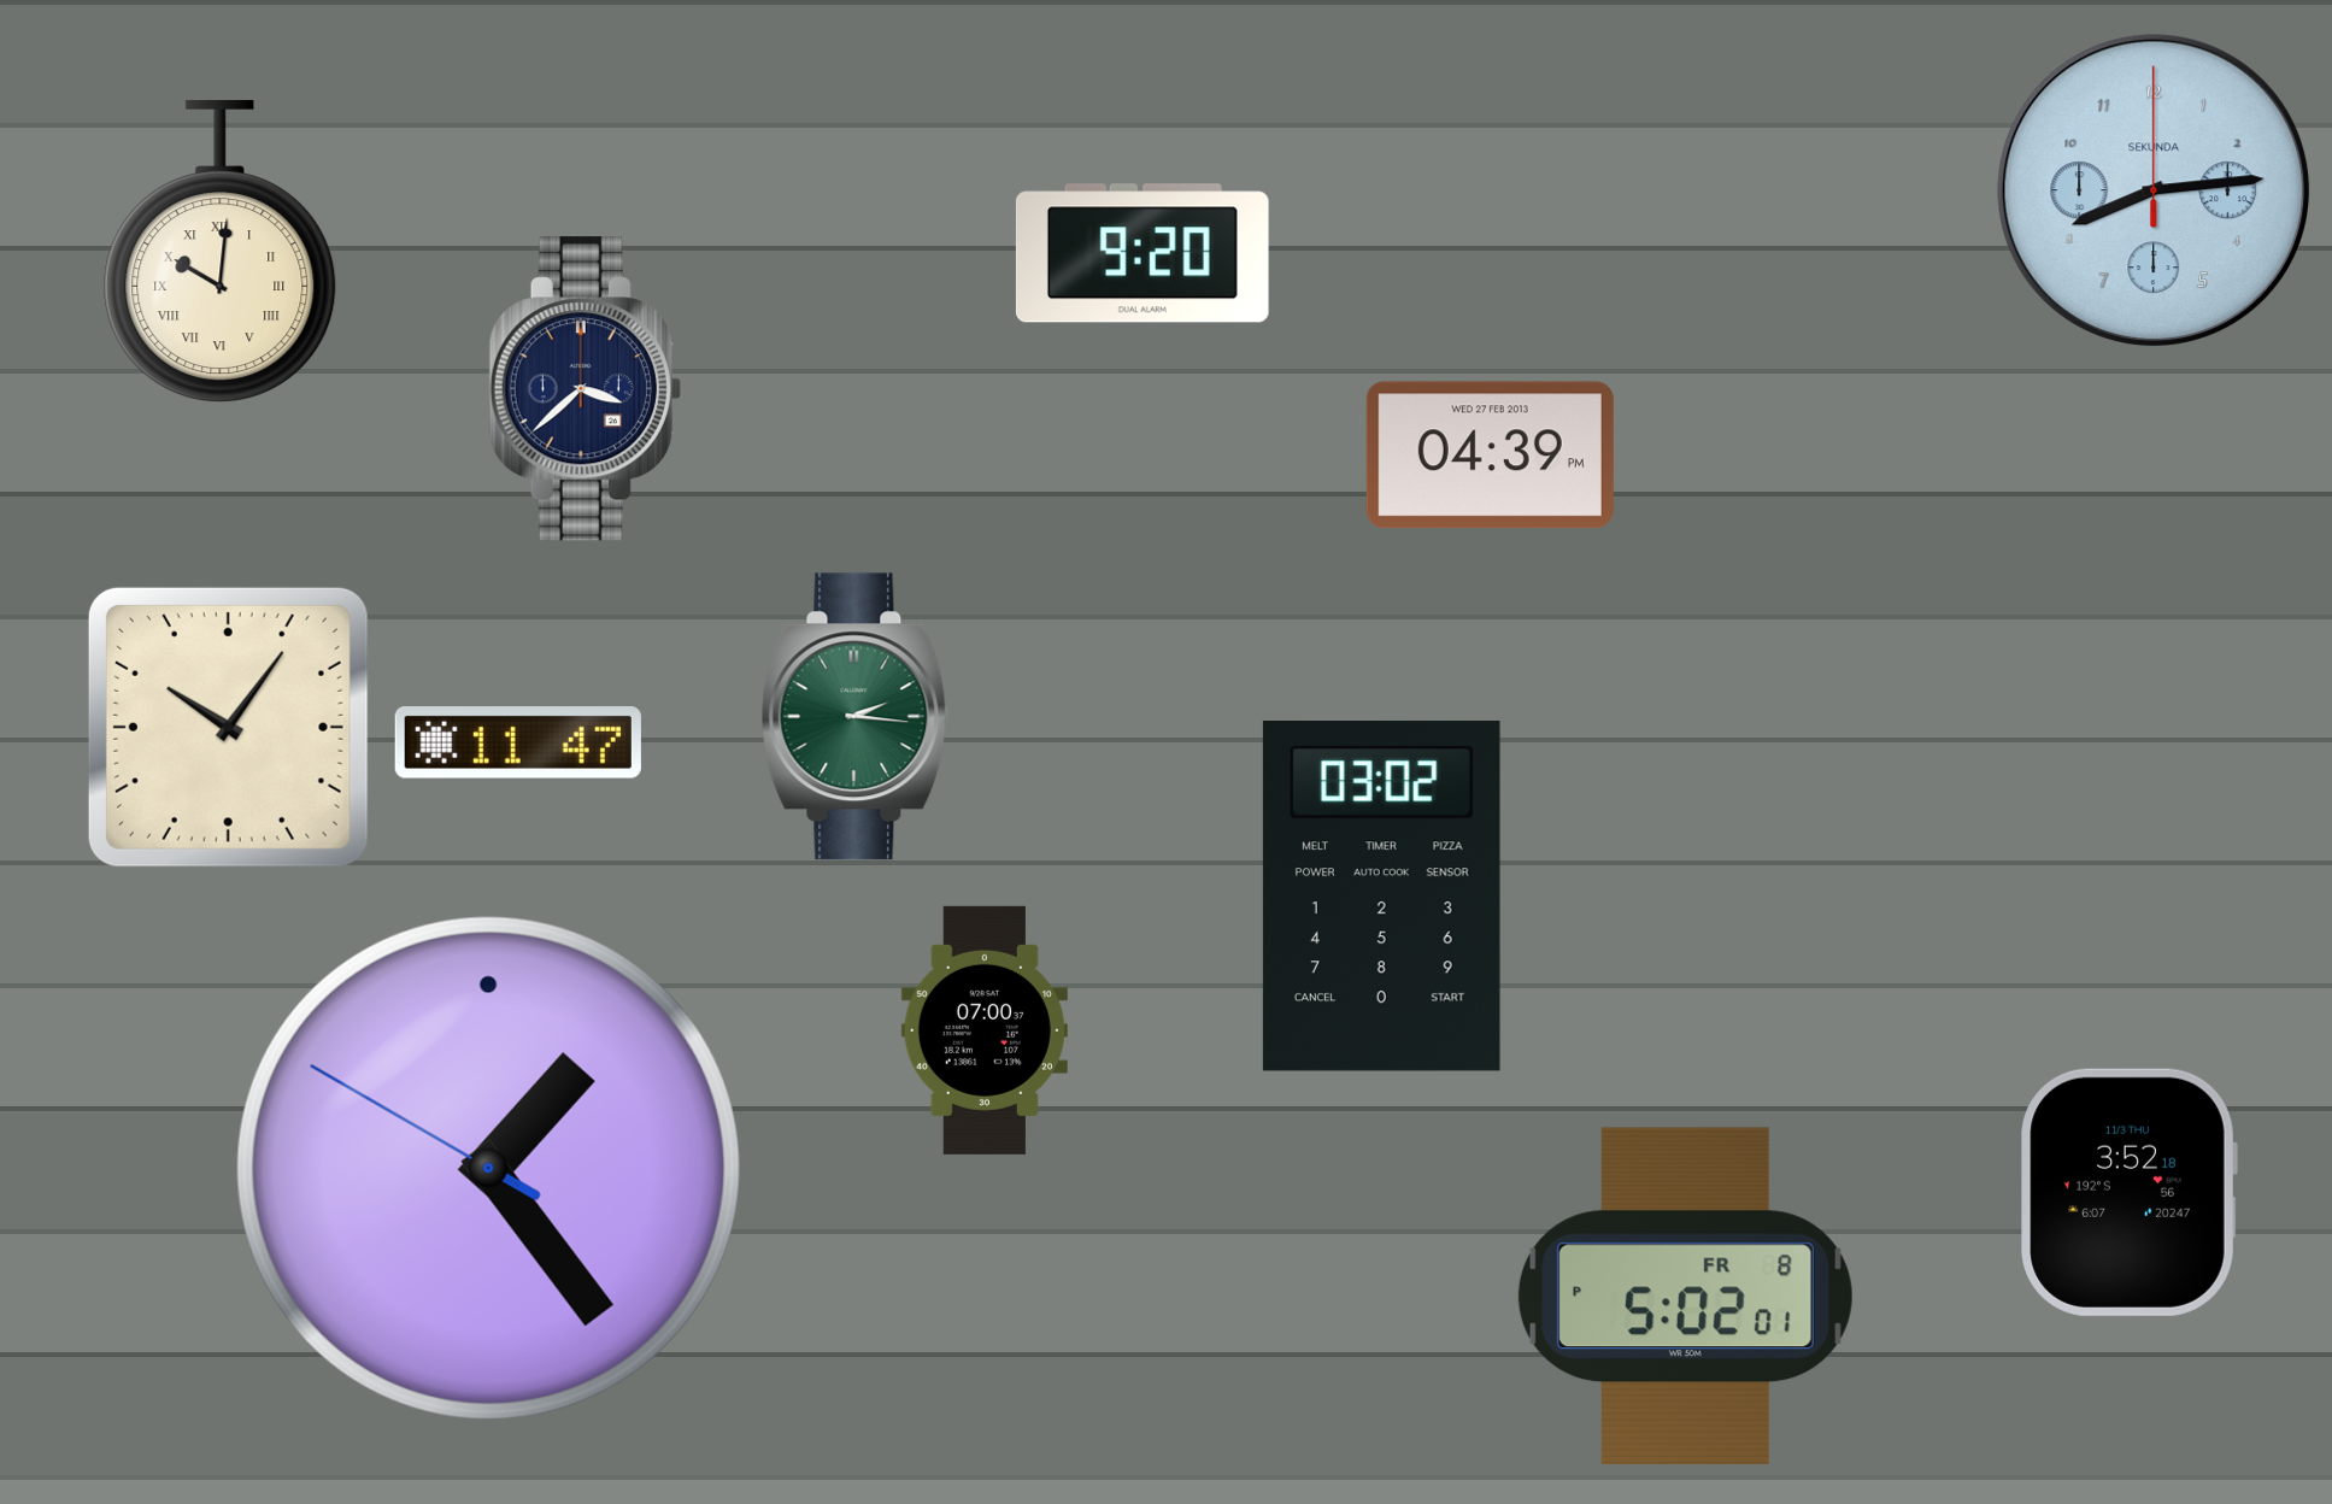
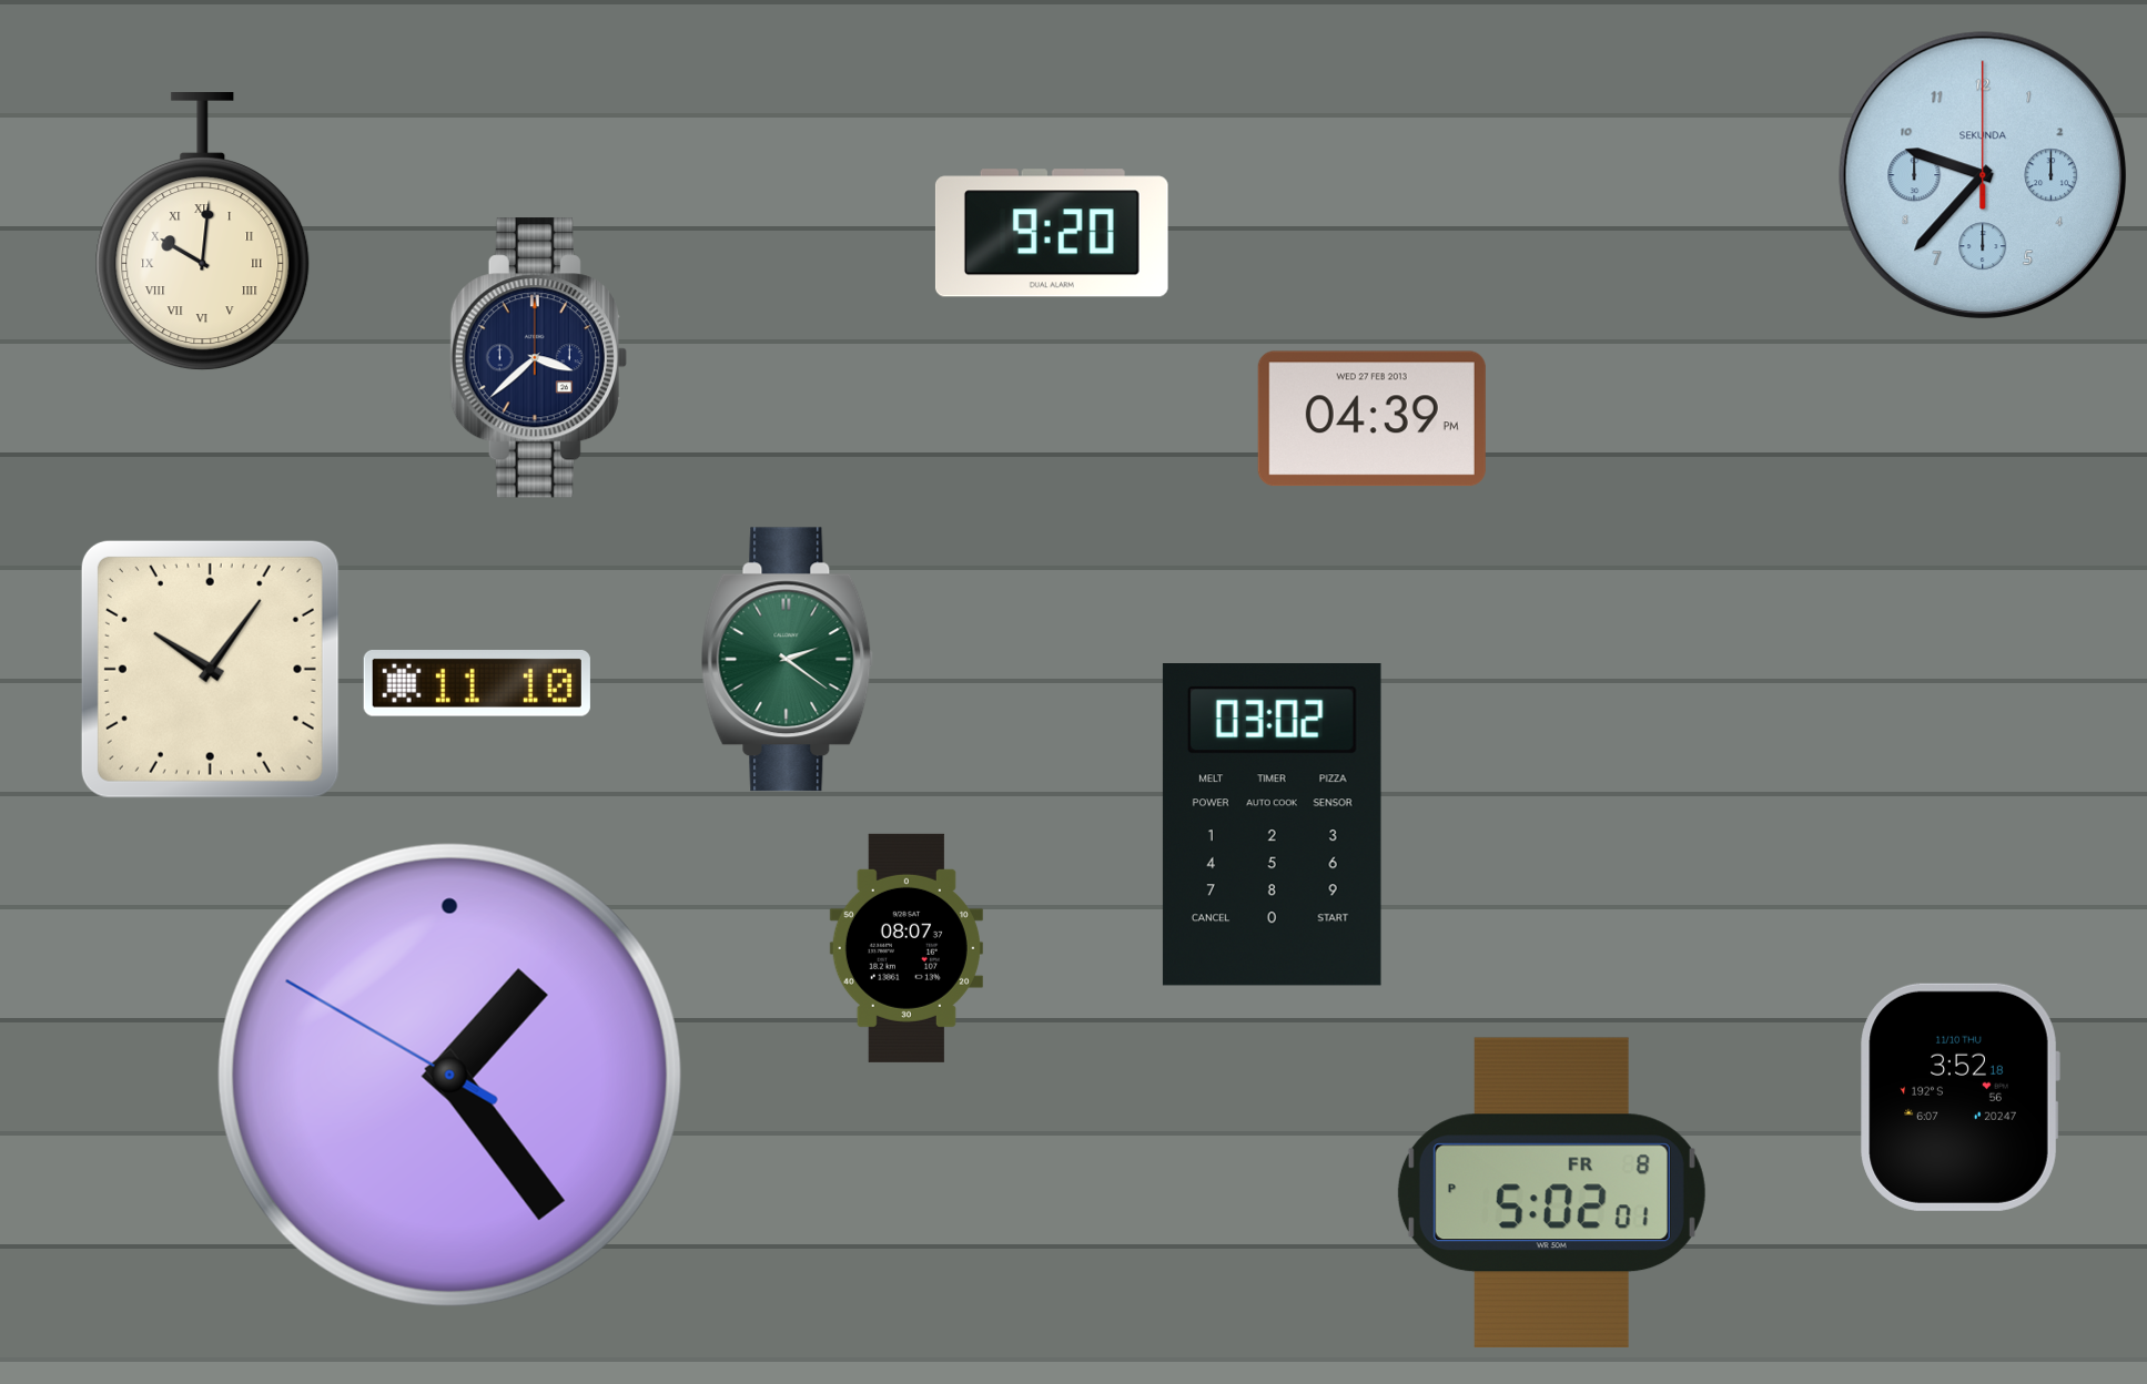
clock at (2154, 190): 8:14 -> 9:37
clock at (856, 717): 2:16 -> 2:21
clock at (518, 744): 11:47 -> 11:10
clock at (985, 1030): 07:00 -> 08:07
clock at (2128, 1192) date: 11/3 THU -> 11/10 THU
